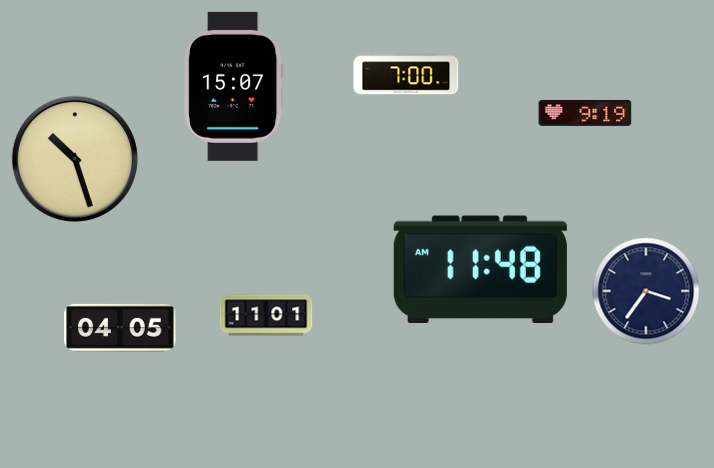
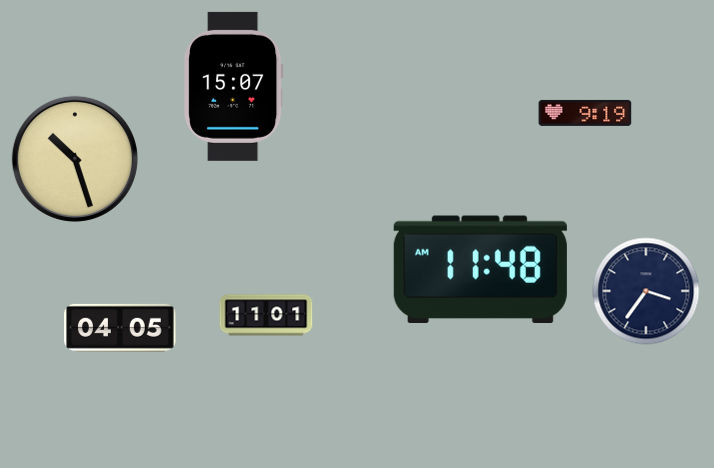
clock at (406, 74): 7:00 -> none
